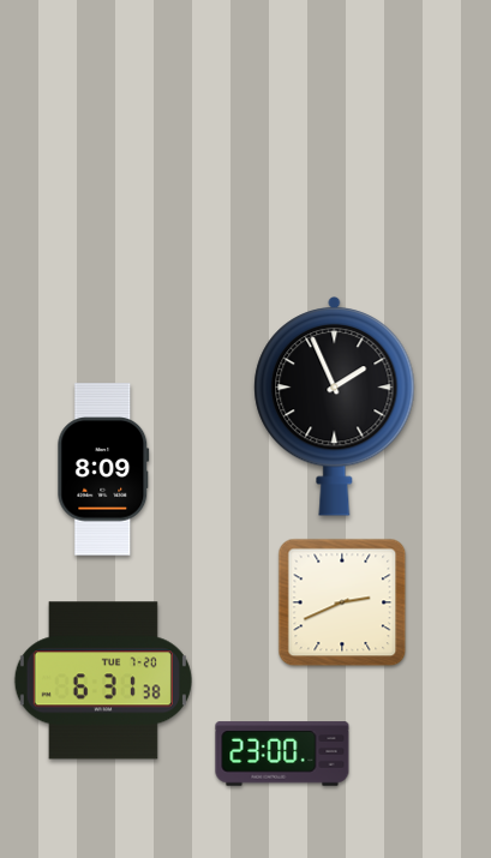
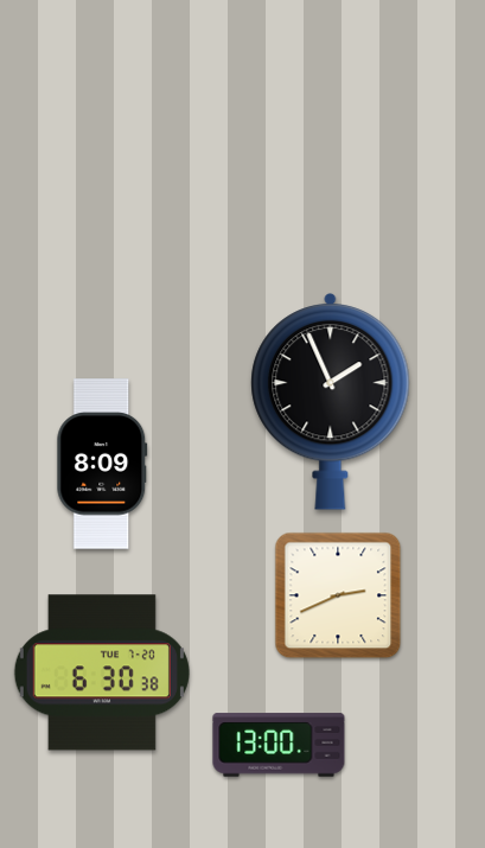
clock at (103, 680): 6:31 -> 6:30
clock at (282, 754): 23:00 -> 13:00
